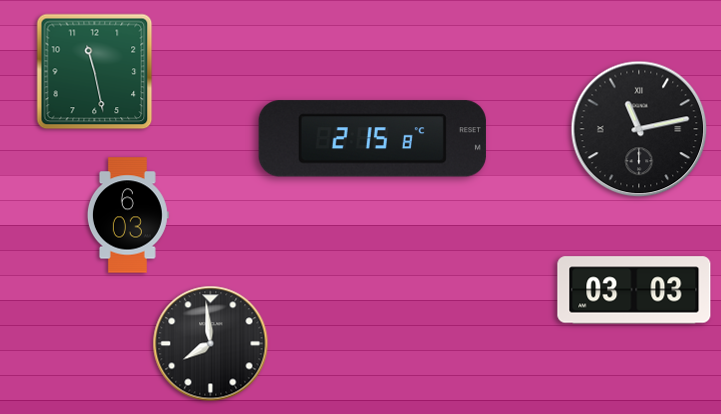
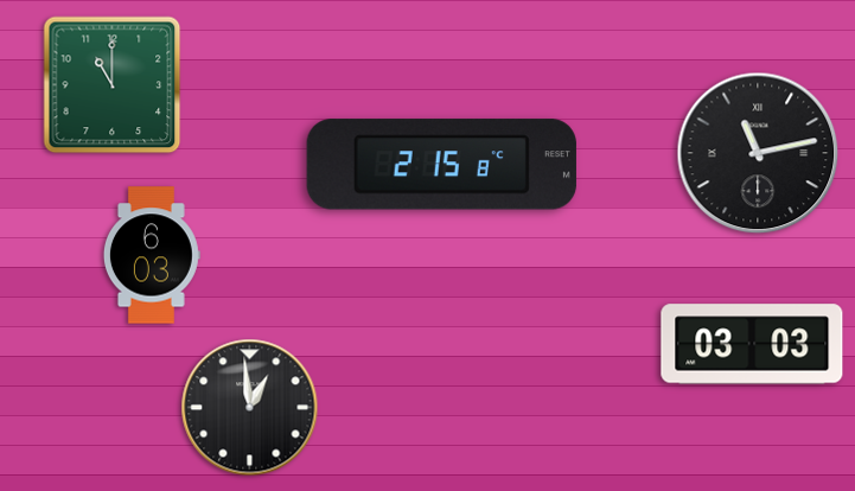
clock at (95, 72): 11:28 -> 11:00
clock at (211, 344): 7:59 -> 12:59
